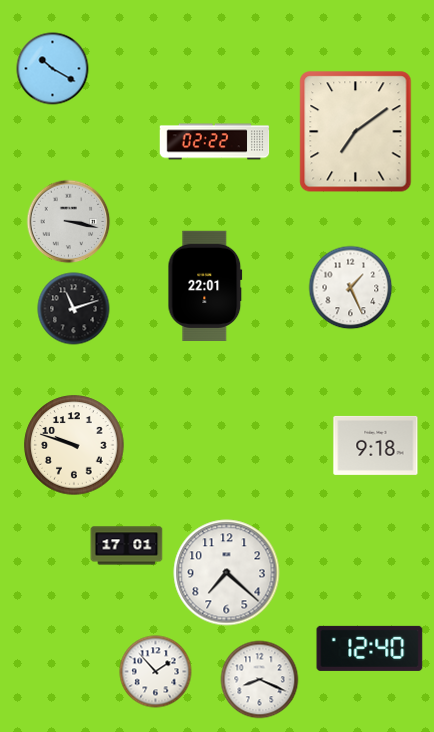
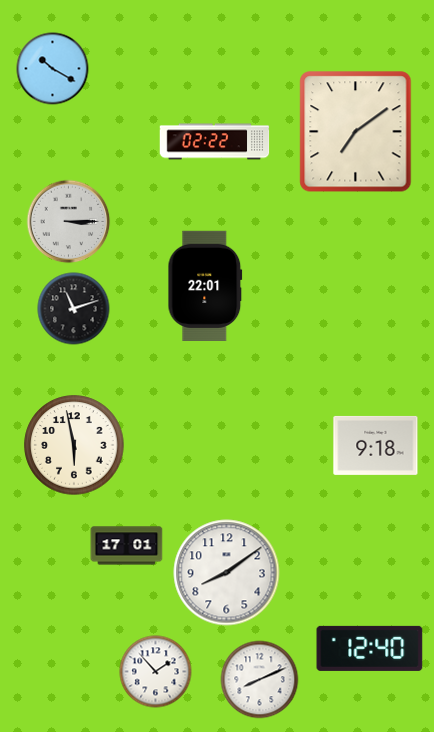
clock at (69, 222): 3:17 -> 3:15
clock at (351, 288): 1:26 -> none
clock at (74, 445): 9:48 -> 5:58
clock at (227, 573): 7:22 -> 8:09
clock at (260, 680): 8:19 -> 8:11
